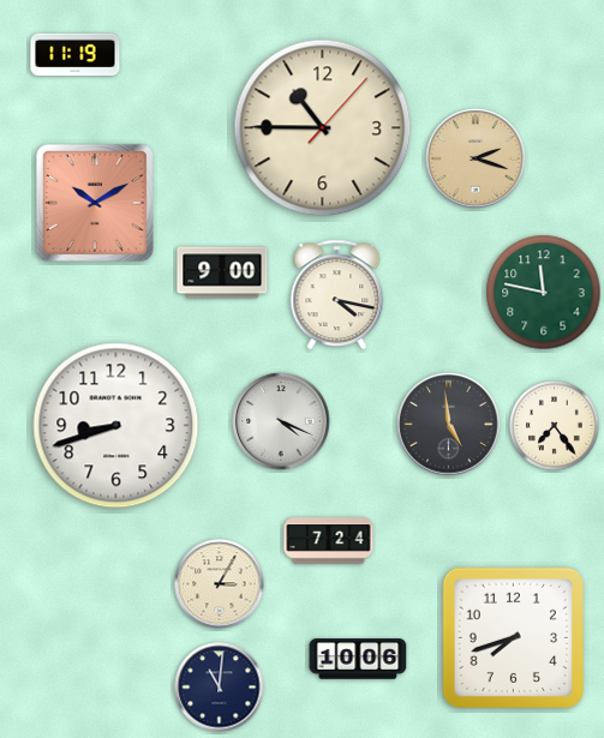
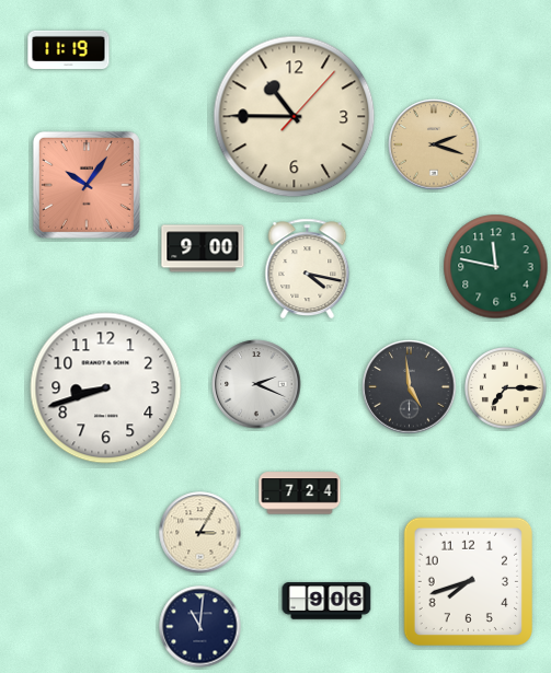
clock at (95, 203): 10:10 -> 10:06
clock at (281, 421): 4:19 -> 2:19
clock at (555, 426): 7:24 -> 7:15
clock at (358, 659): 10:06 -> 9:06
